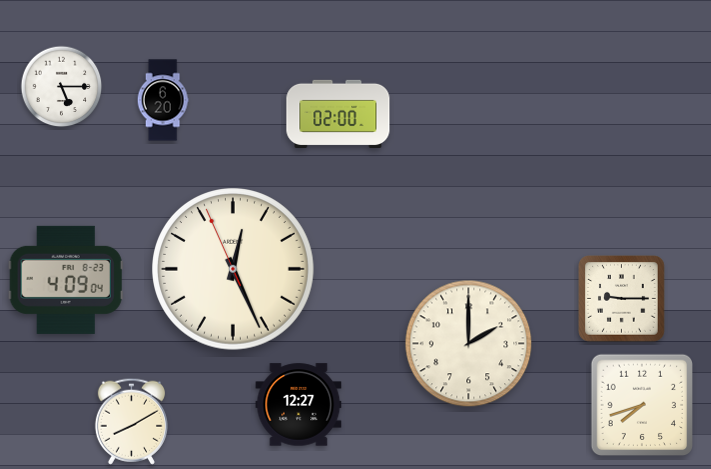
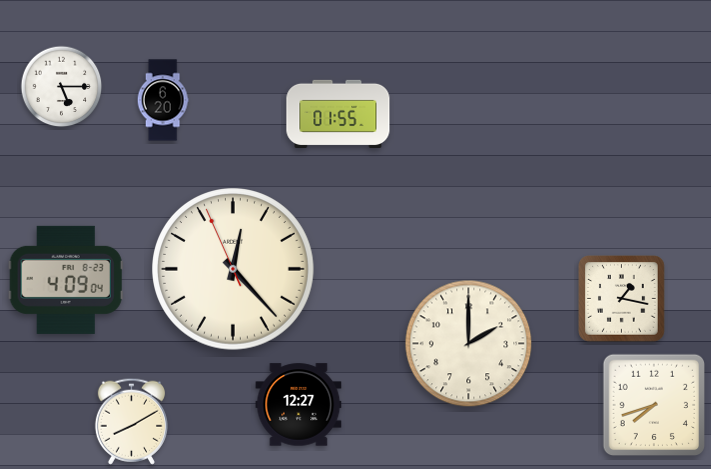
clock at (338, 113): 02:00 -> 01:55
clock at (234, 270): 12:25 -> 12:22
clock at (622, 299): 9:15 -> 1:17
clock at (642, 405) position: (642, 405) -> (654, 405)
